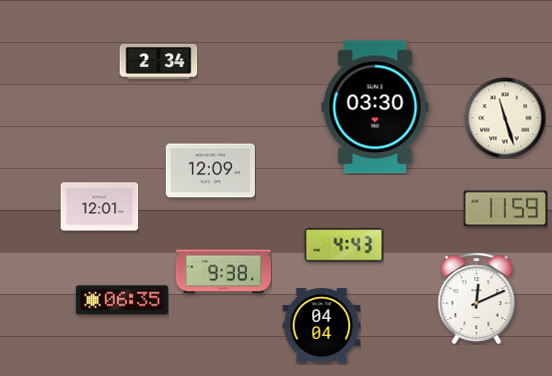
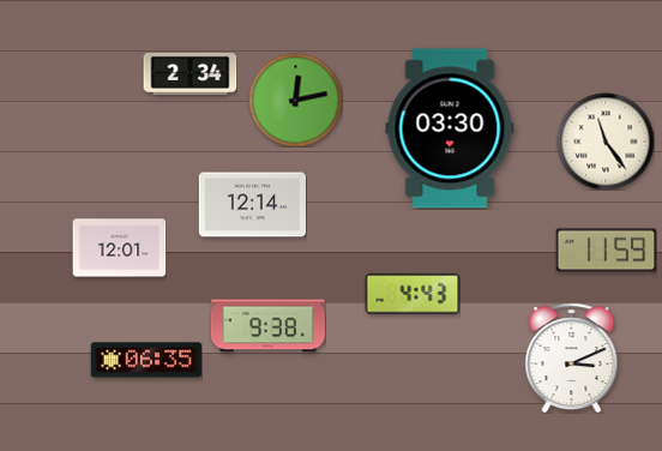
clock at (295, 100): none -> 12:13
clock at (505, 118): 11:27 -> 11:24
clock at (210, 171): 12:09 -> 12:14
clock at (477, 298): 12:11 -> 3:11
clock at (321, 326): 04:04 -> none
